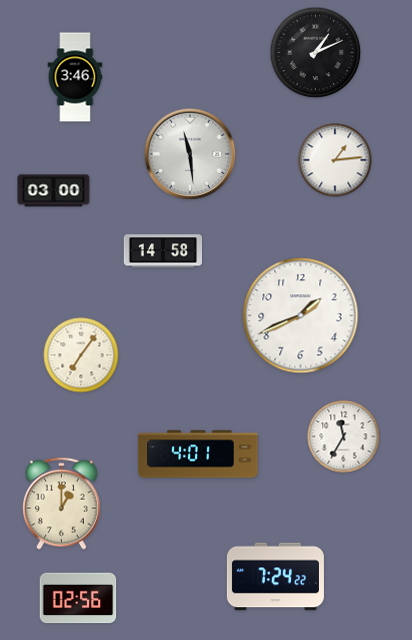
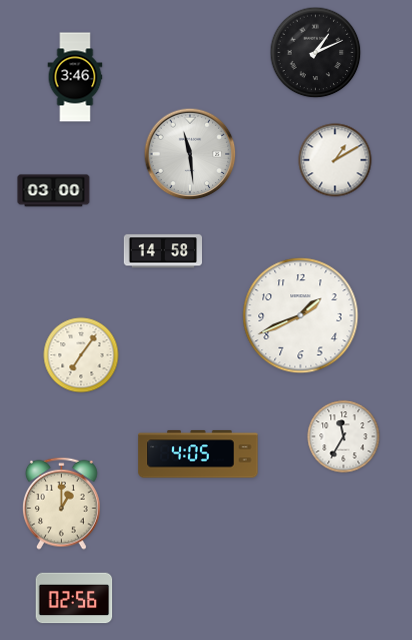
clock at (335, 160): 1:14 -> 1:10
clock at (198, 454): 4:01 -> 4:05
clock at (275, 577): 7:24 -> none
clock at (78, 598) position: (78, 598) -> (74, 598)
